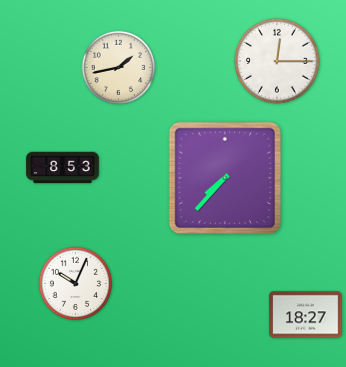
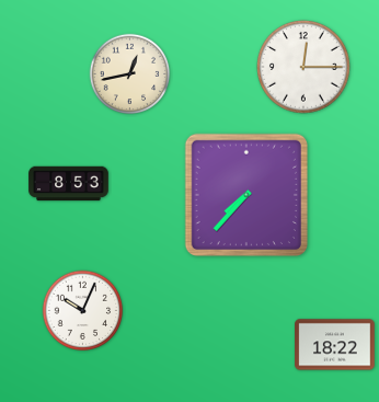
clock at (119, 68): 1:43 -> 12:43
clock at (306, 315): 18:27 -> 18:22
